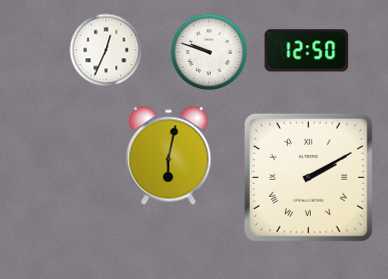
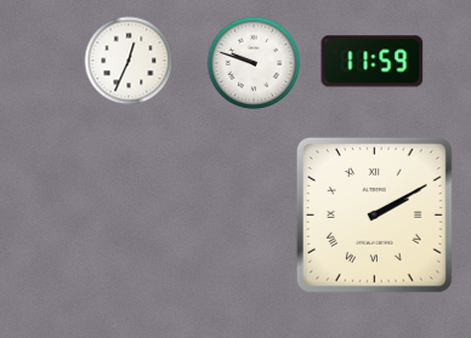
clock at (307, 51): 12:50 -> 11:59
clock at (169, 156): 6:02 -> none
